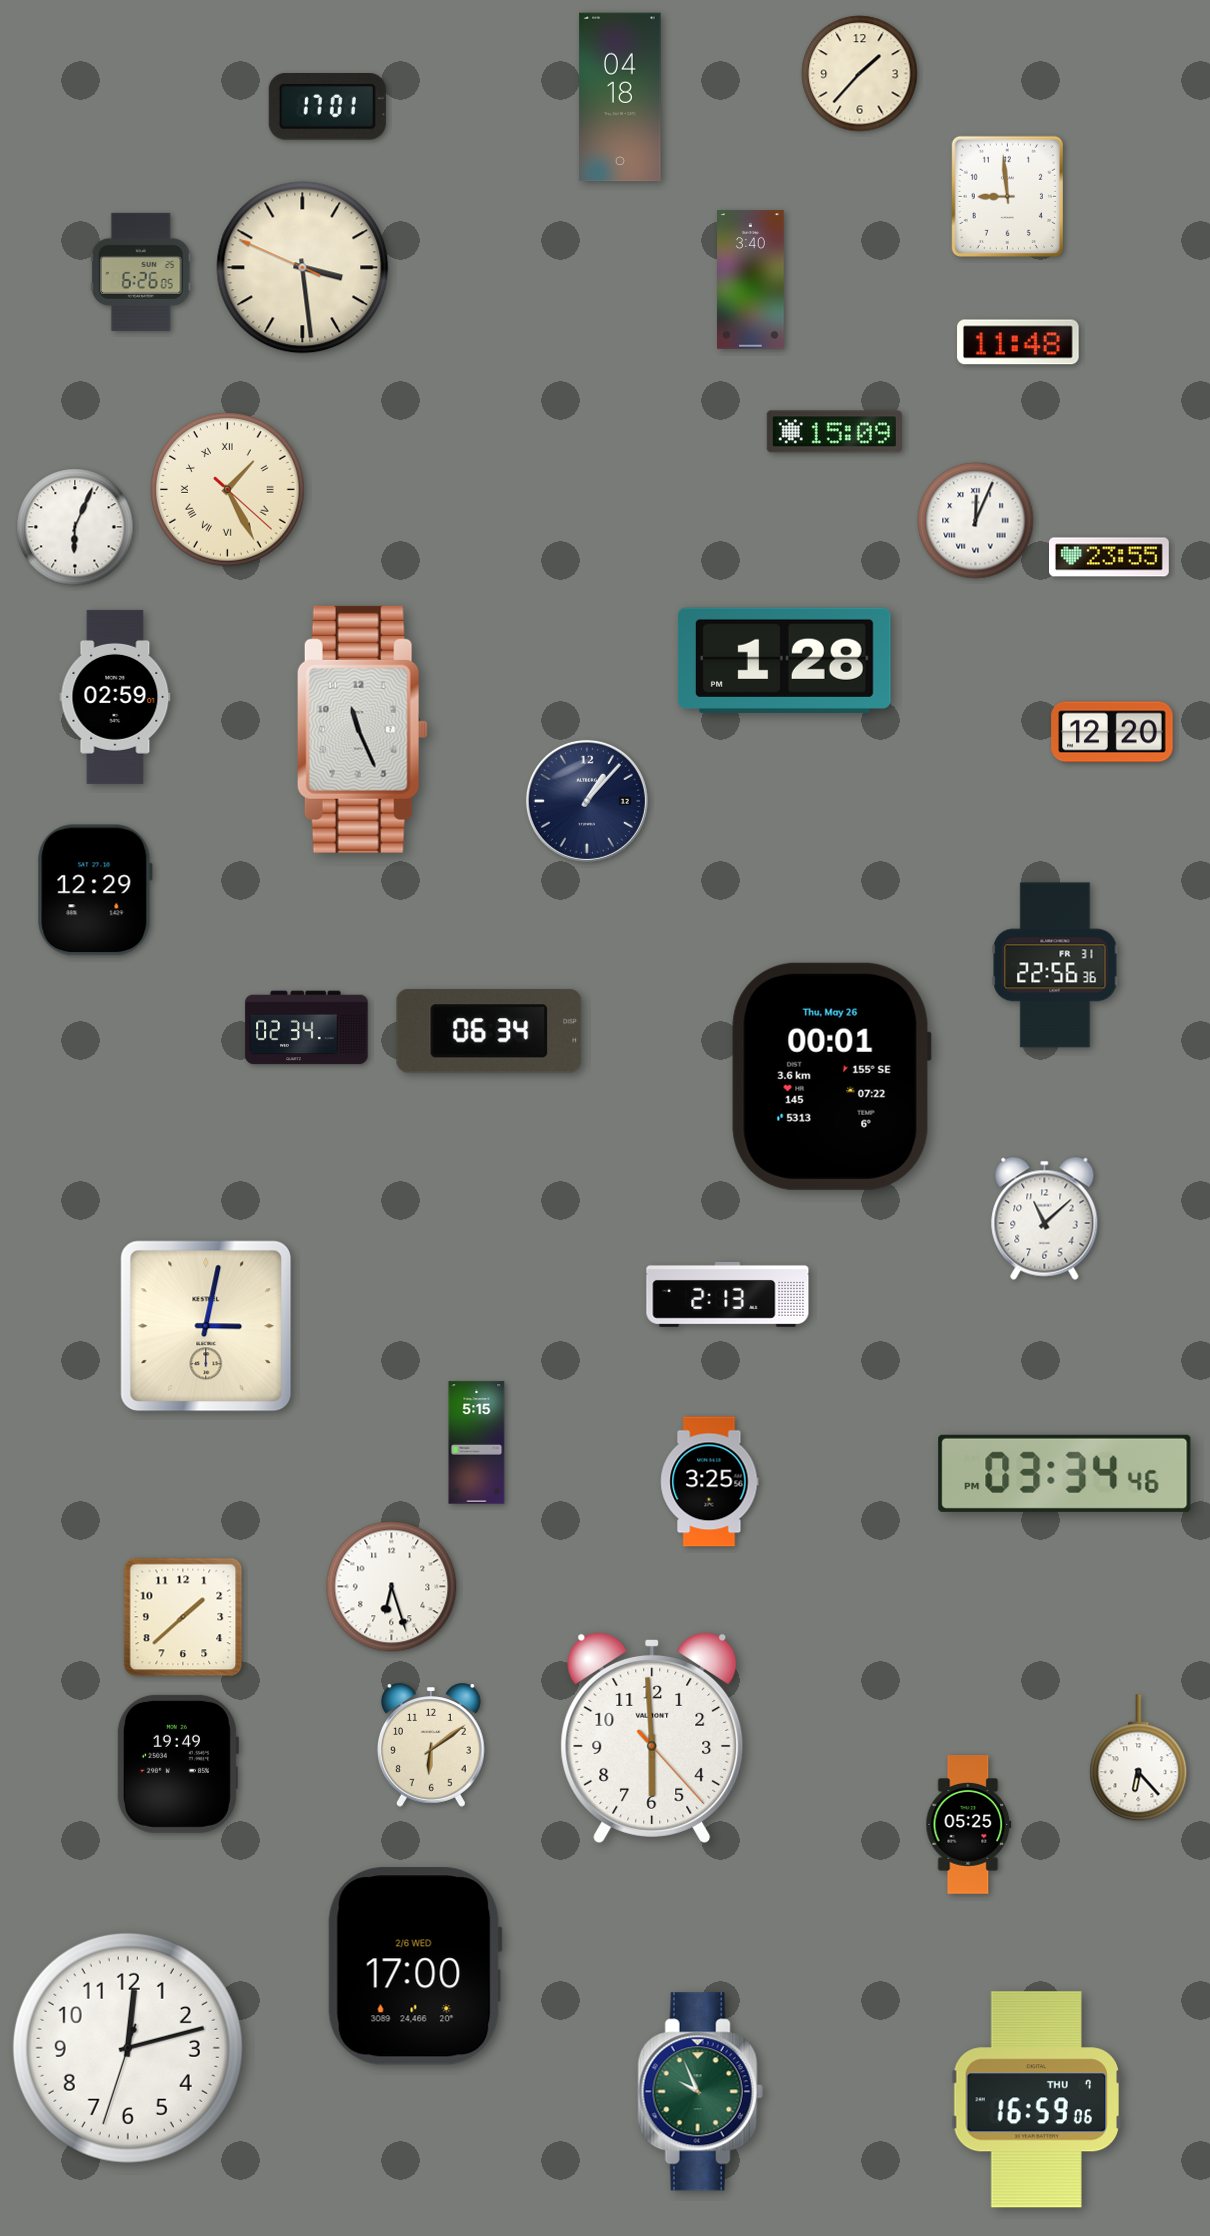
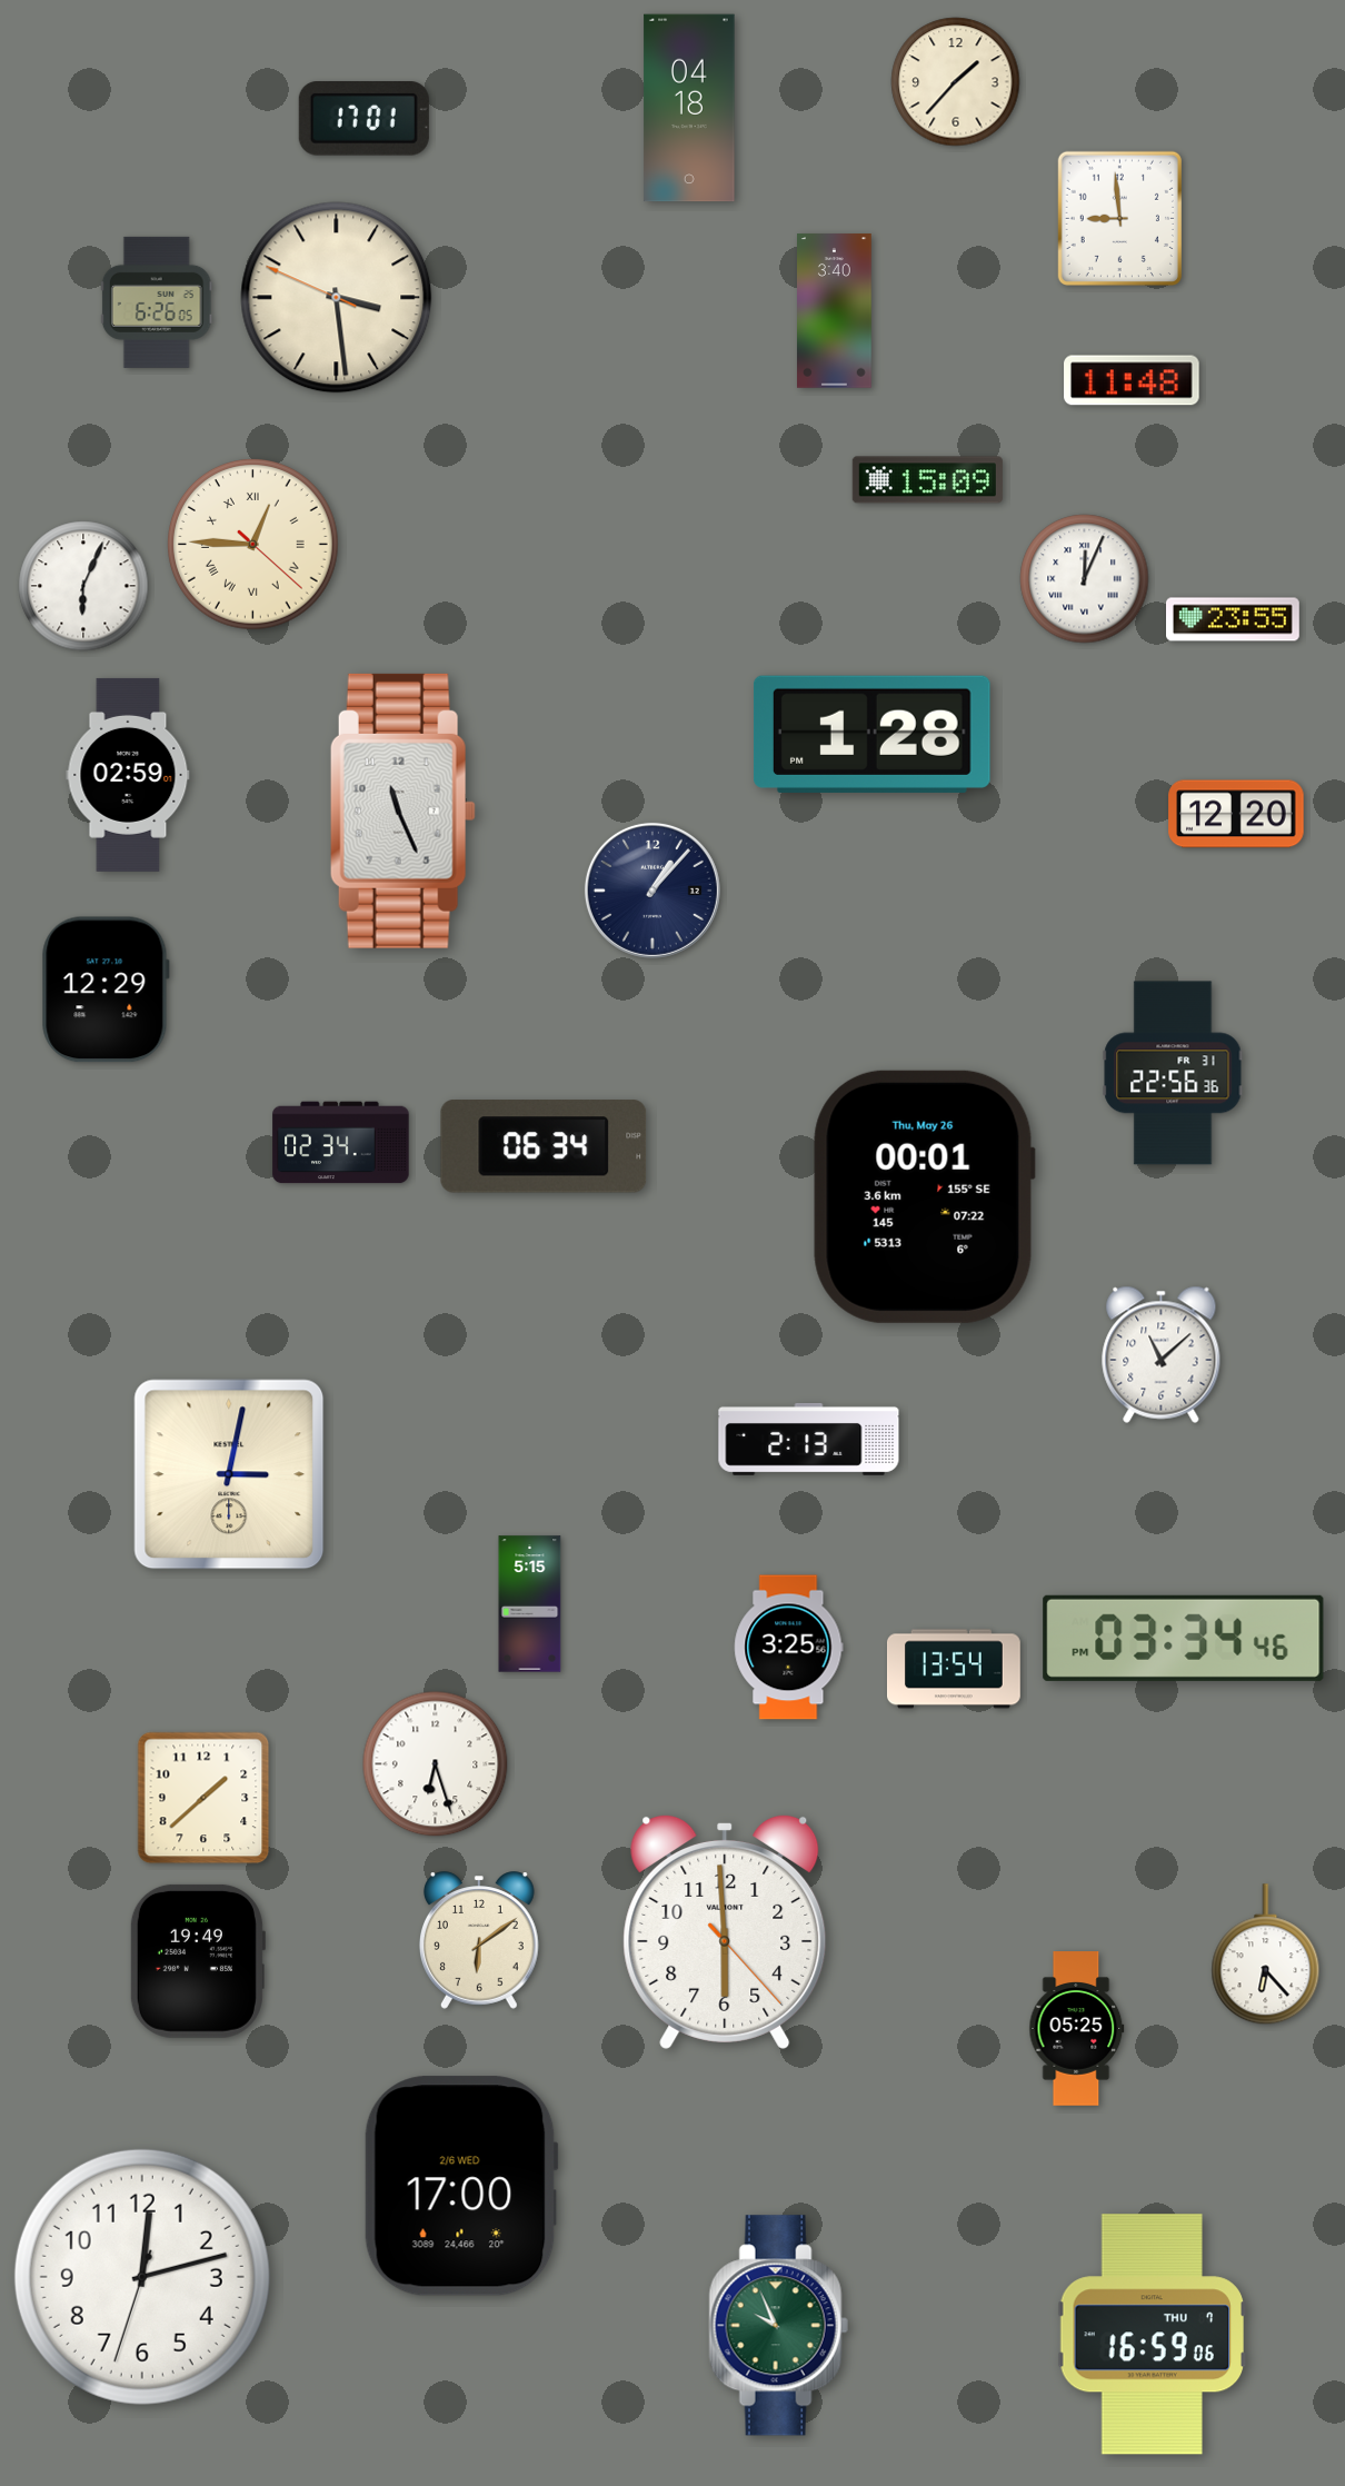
clock at (228, 490): 1:25 -> 12:45
clock at (955, 1669): none -> 13:54
